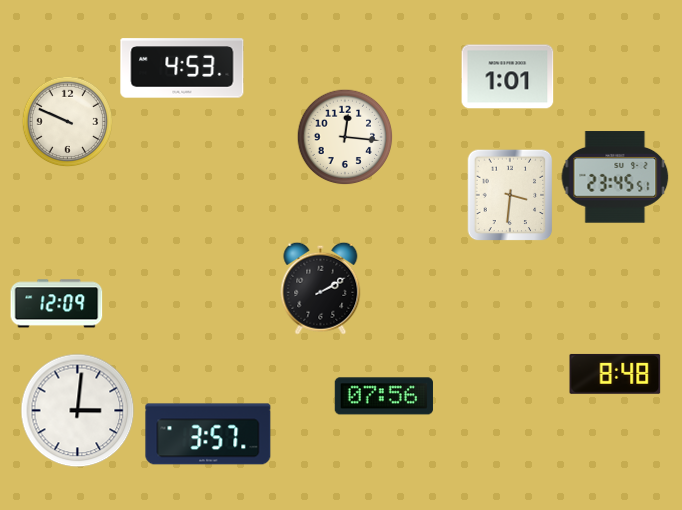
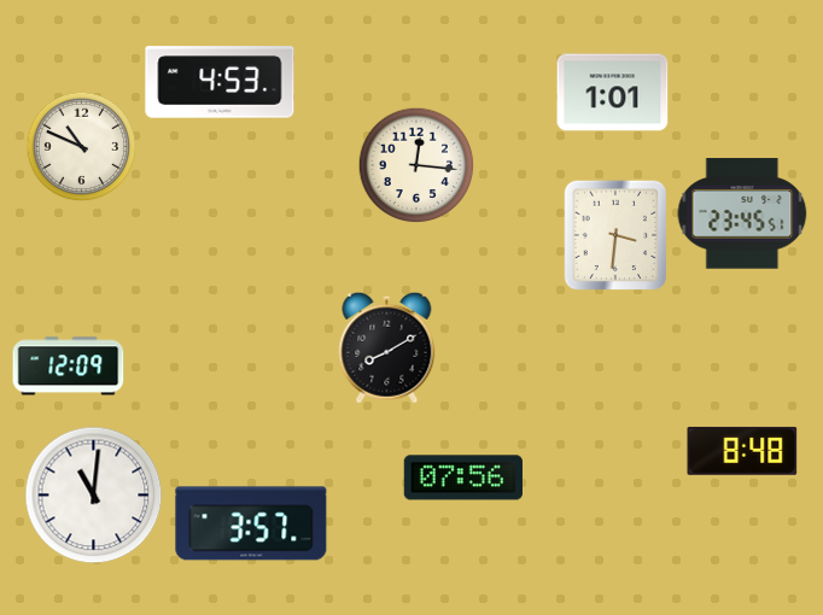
clock at (67, 121): 9:49 -> 10:49
clock at (321, 288): 2:10 -> 8:10
clock at (78, 411): 3:01 -> 11:01
